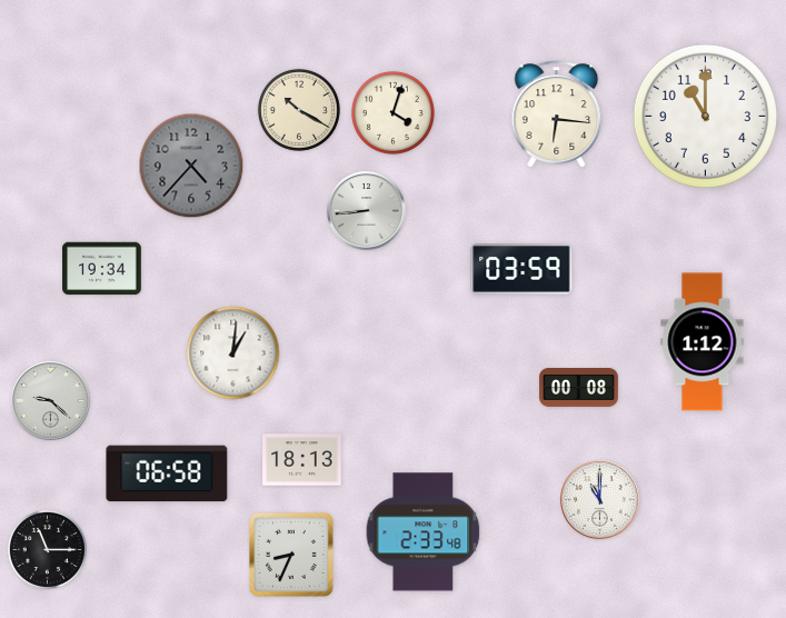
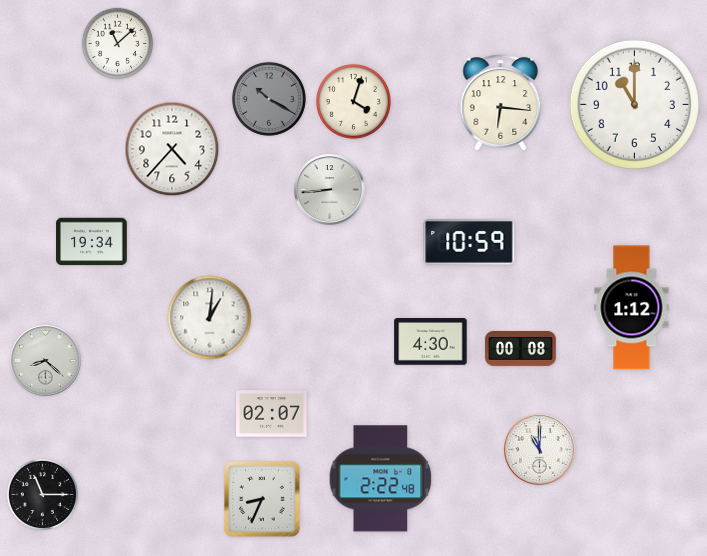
clock at (117, 43): none -> 11:08
clock at (299, 110) dial: cream -> grey
clock at (191, 166) dial: grey -> white
clock at (521, 270): 03:59 -> 10:59
clock at (431, 342): none -> 4:30
clock at (51, 401): 9:22 -> 8:22
clock at (302, 460): 18:13 -> 02:07
clock at (167, 474): 06:58 -> none
clock at (424, 532): 2:33 -> 2:22
